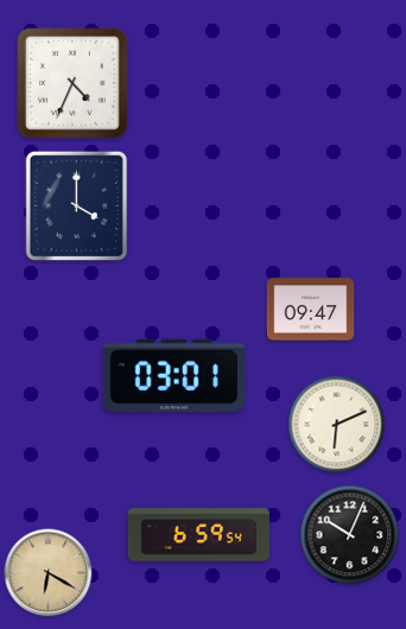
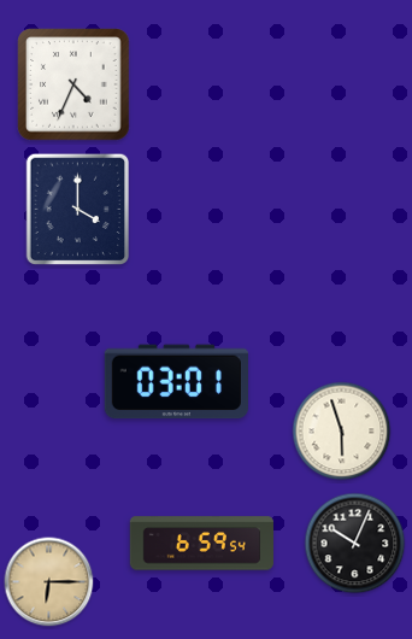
clock at (311, 310): 09:47 -> none
clock at (337, 425): 6:11 -> 5:57
clock at (49, 573): 6:20 -> 6:15
